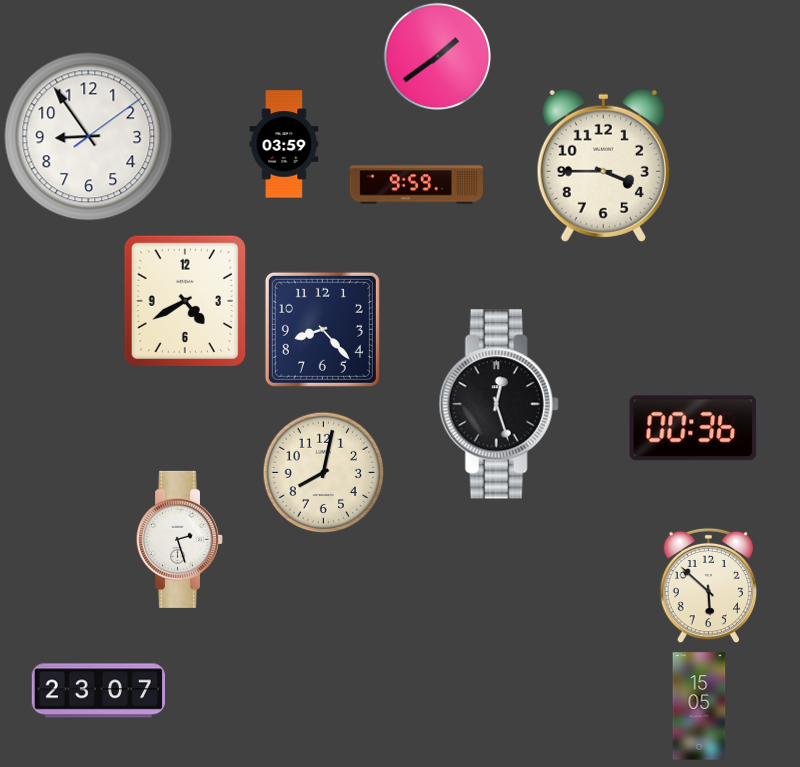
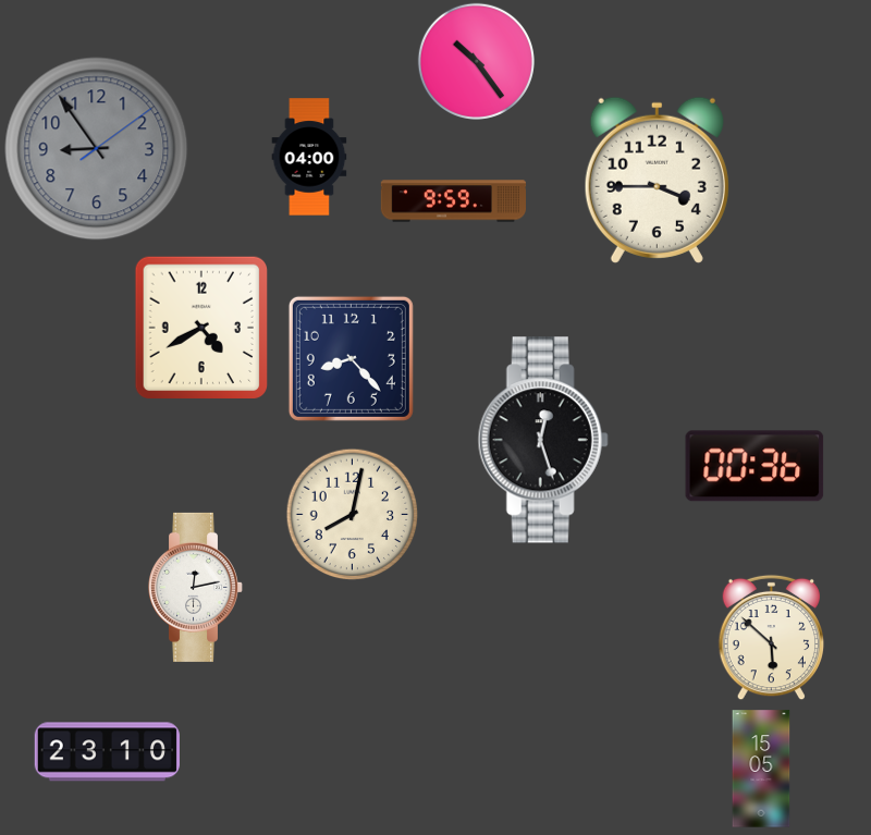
clock at (437, 56): 1:39 -> 10:24
clock at (89, 137) dial: white -> grey
clock at (284, 144): 03:59 -> 04:00
clock at (180, 539): 2:27 -> 12:13
clock at (98, 691): 23:07 -> 23:10
